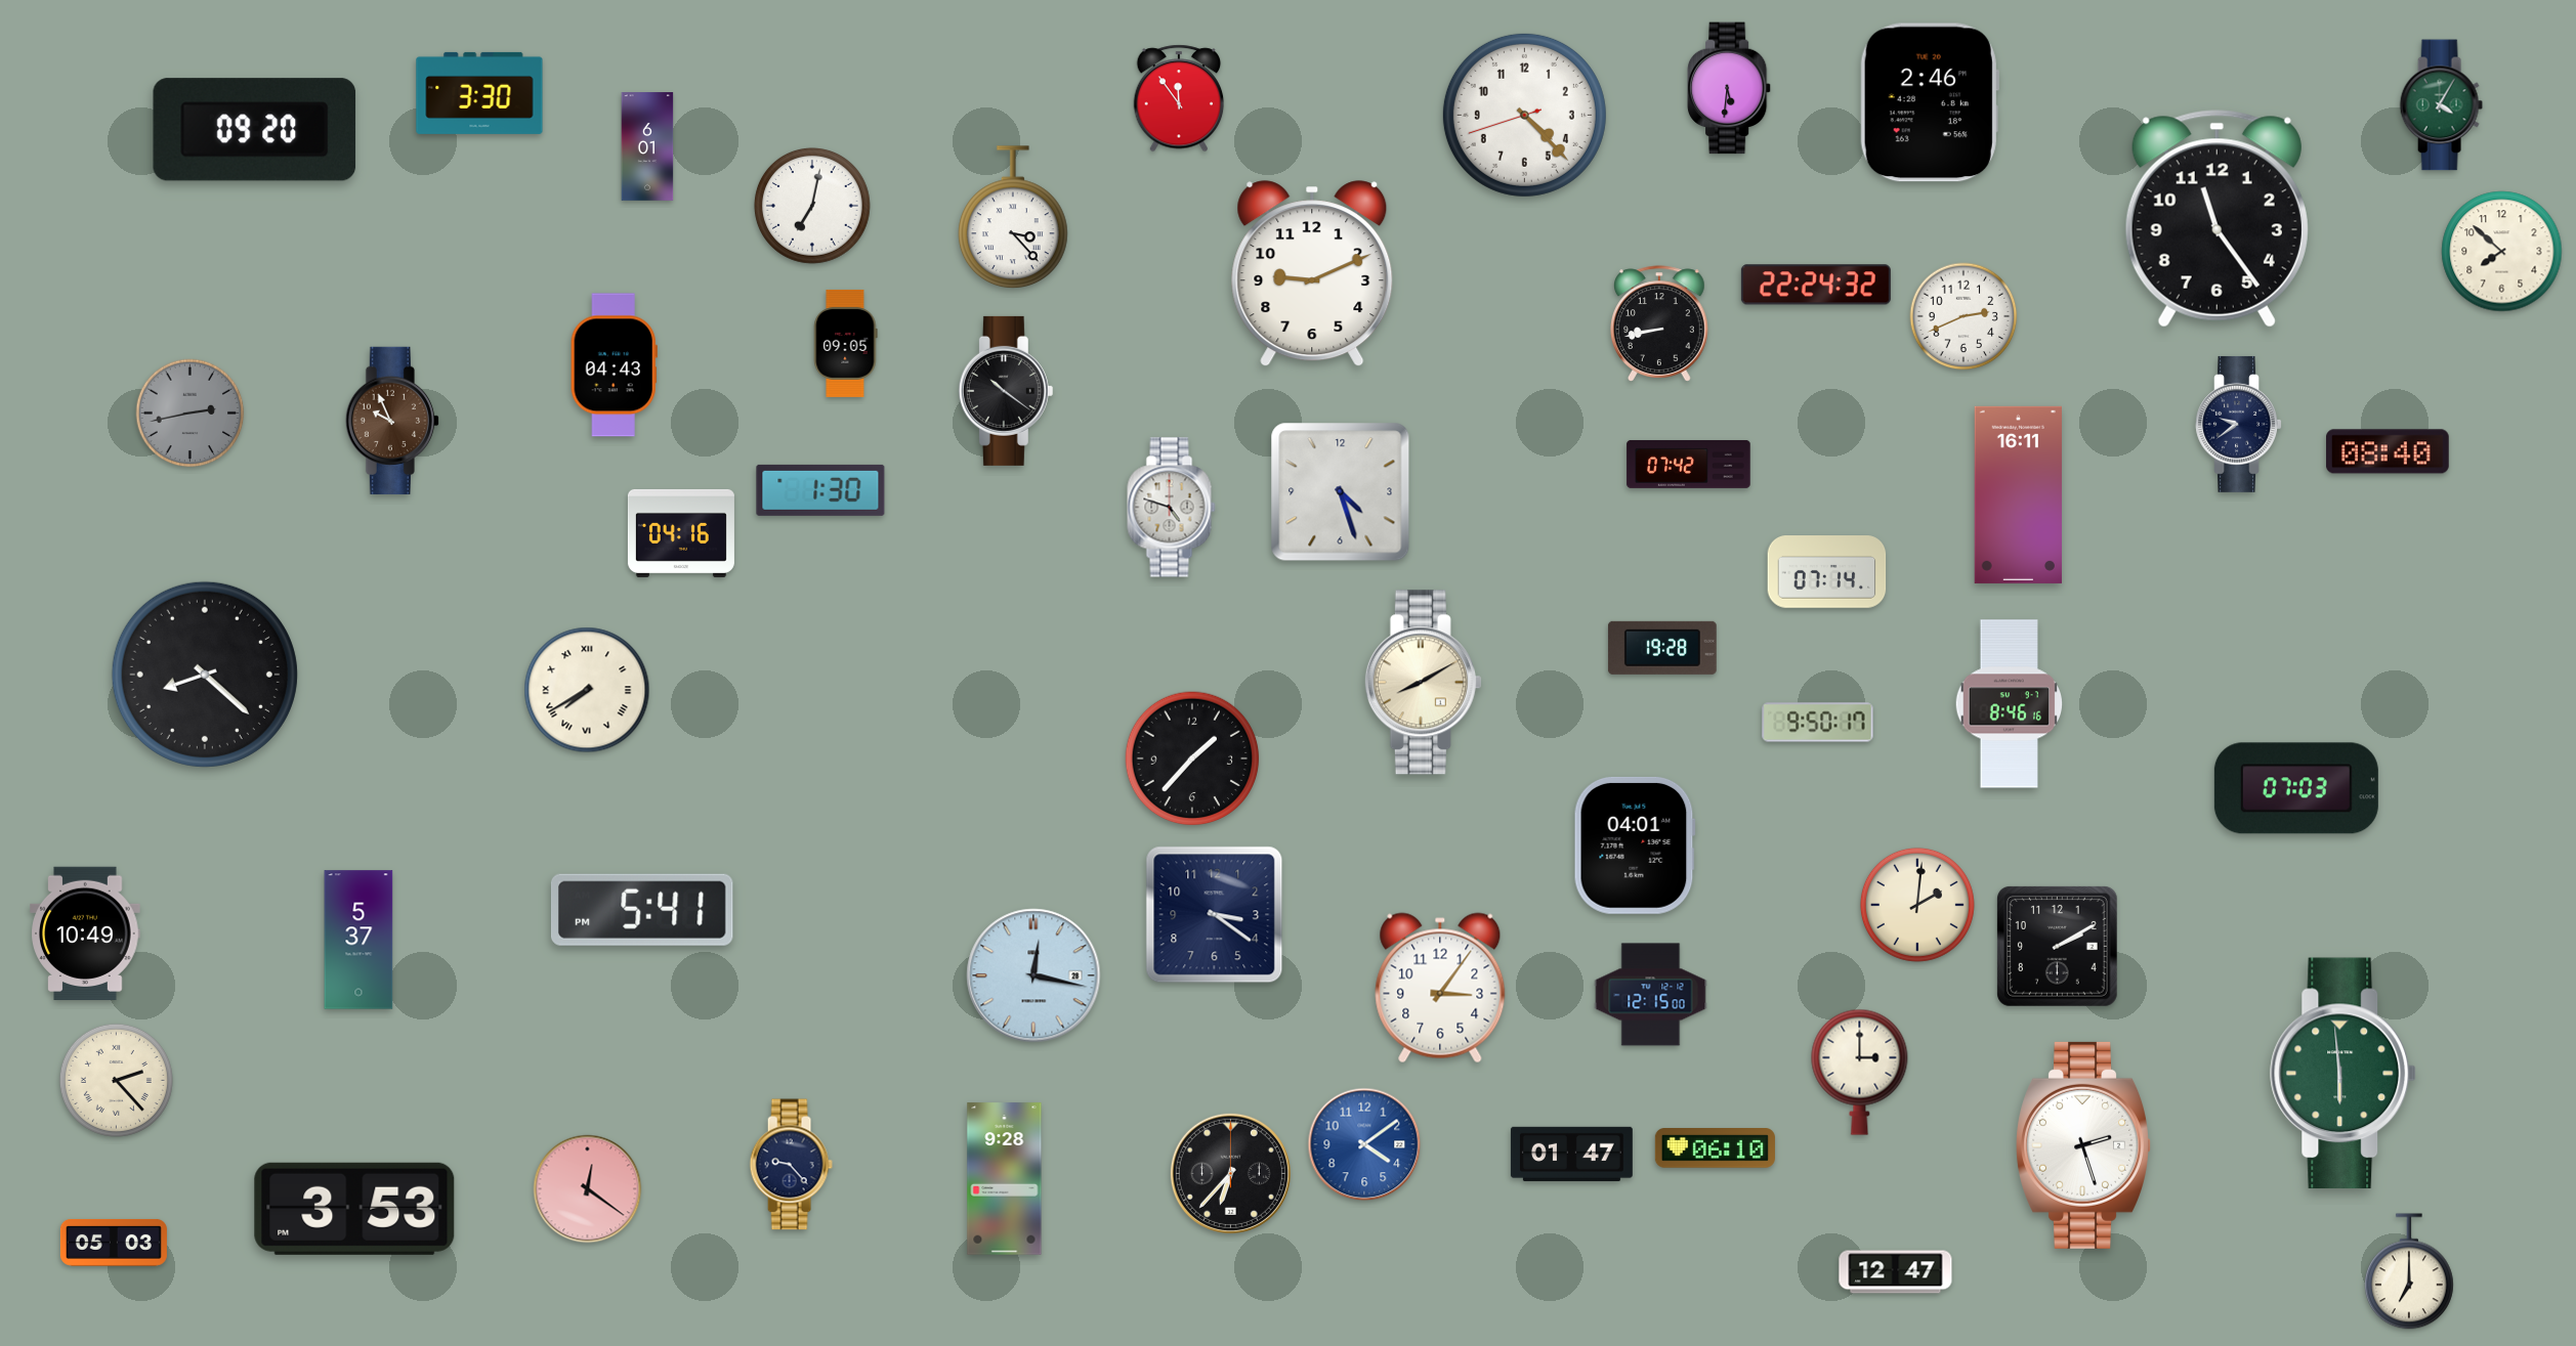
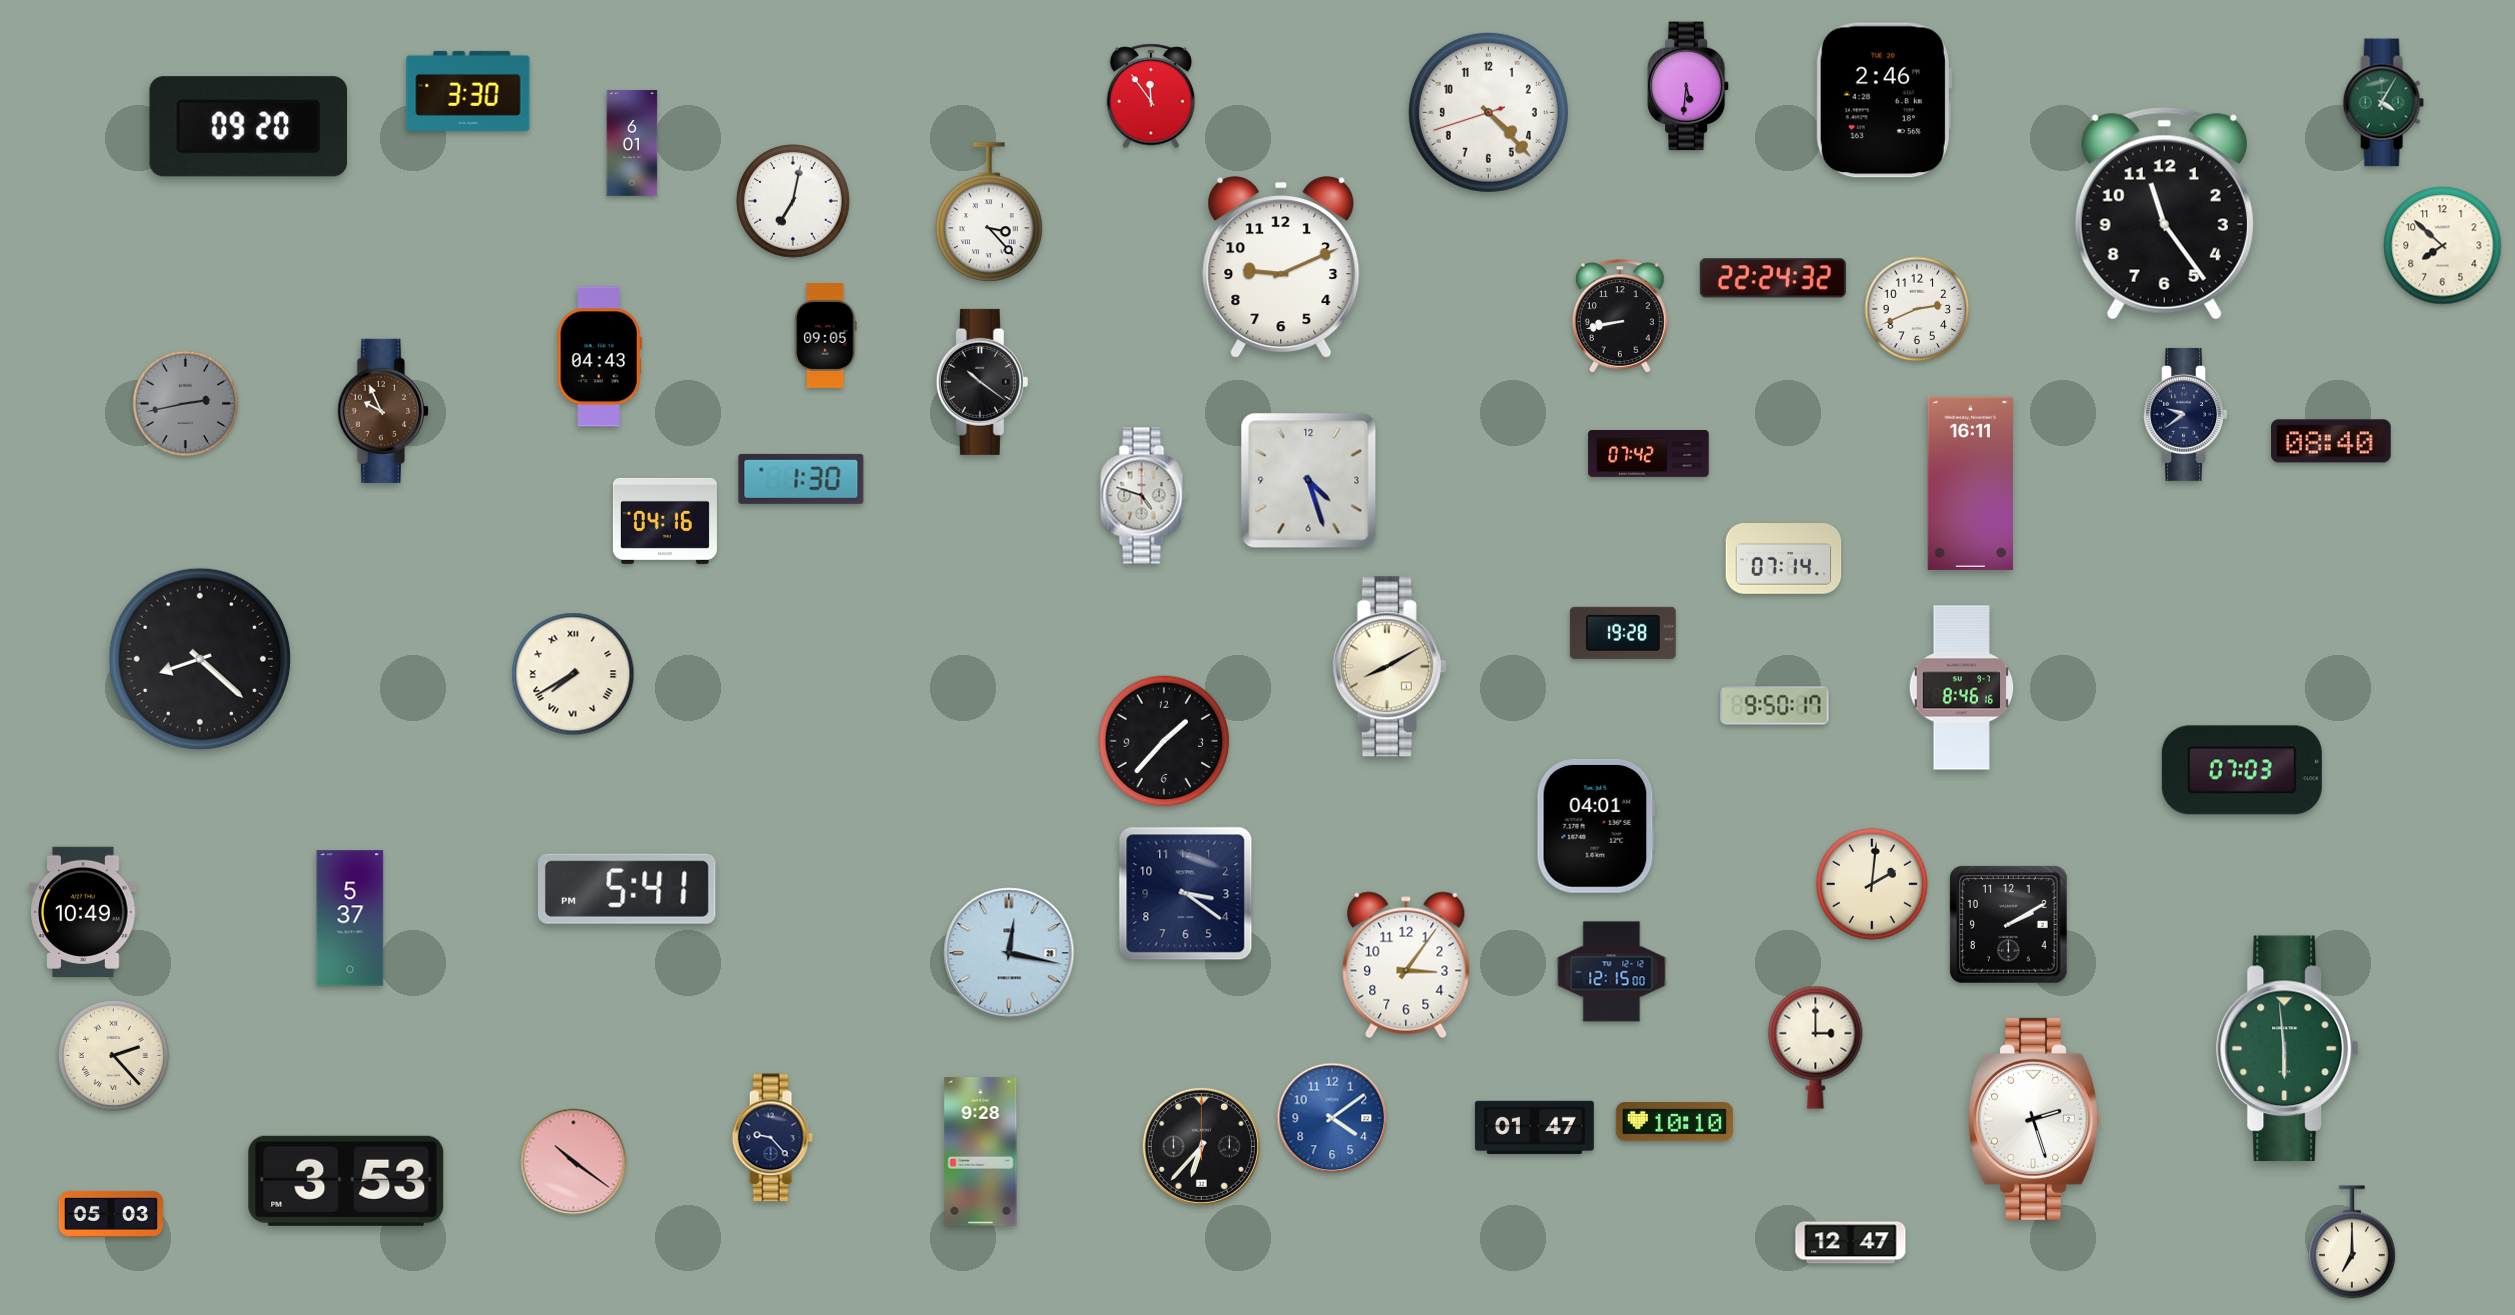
clock at (1715, 1148): 06:10 -> 10:10
clock at (588, 1189): 12:21 -> 10:21
